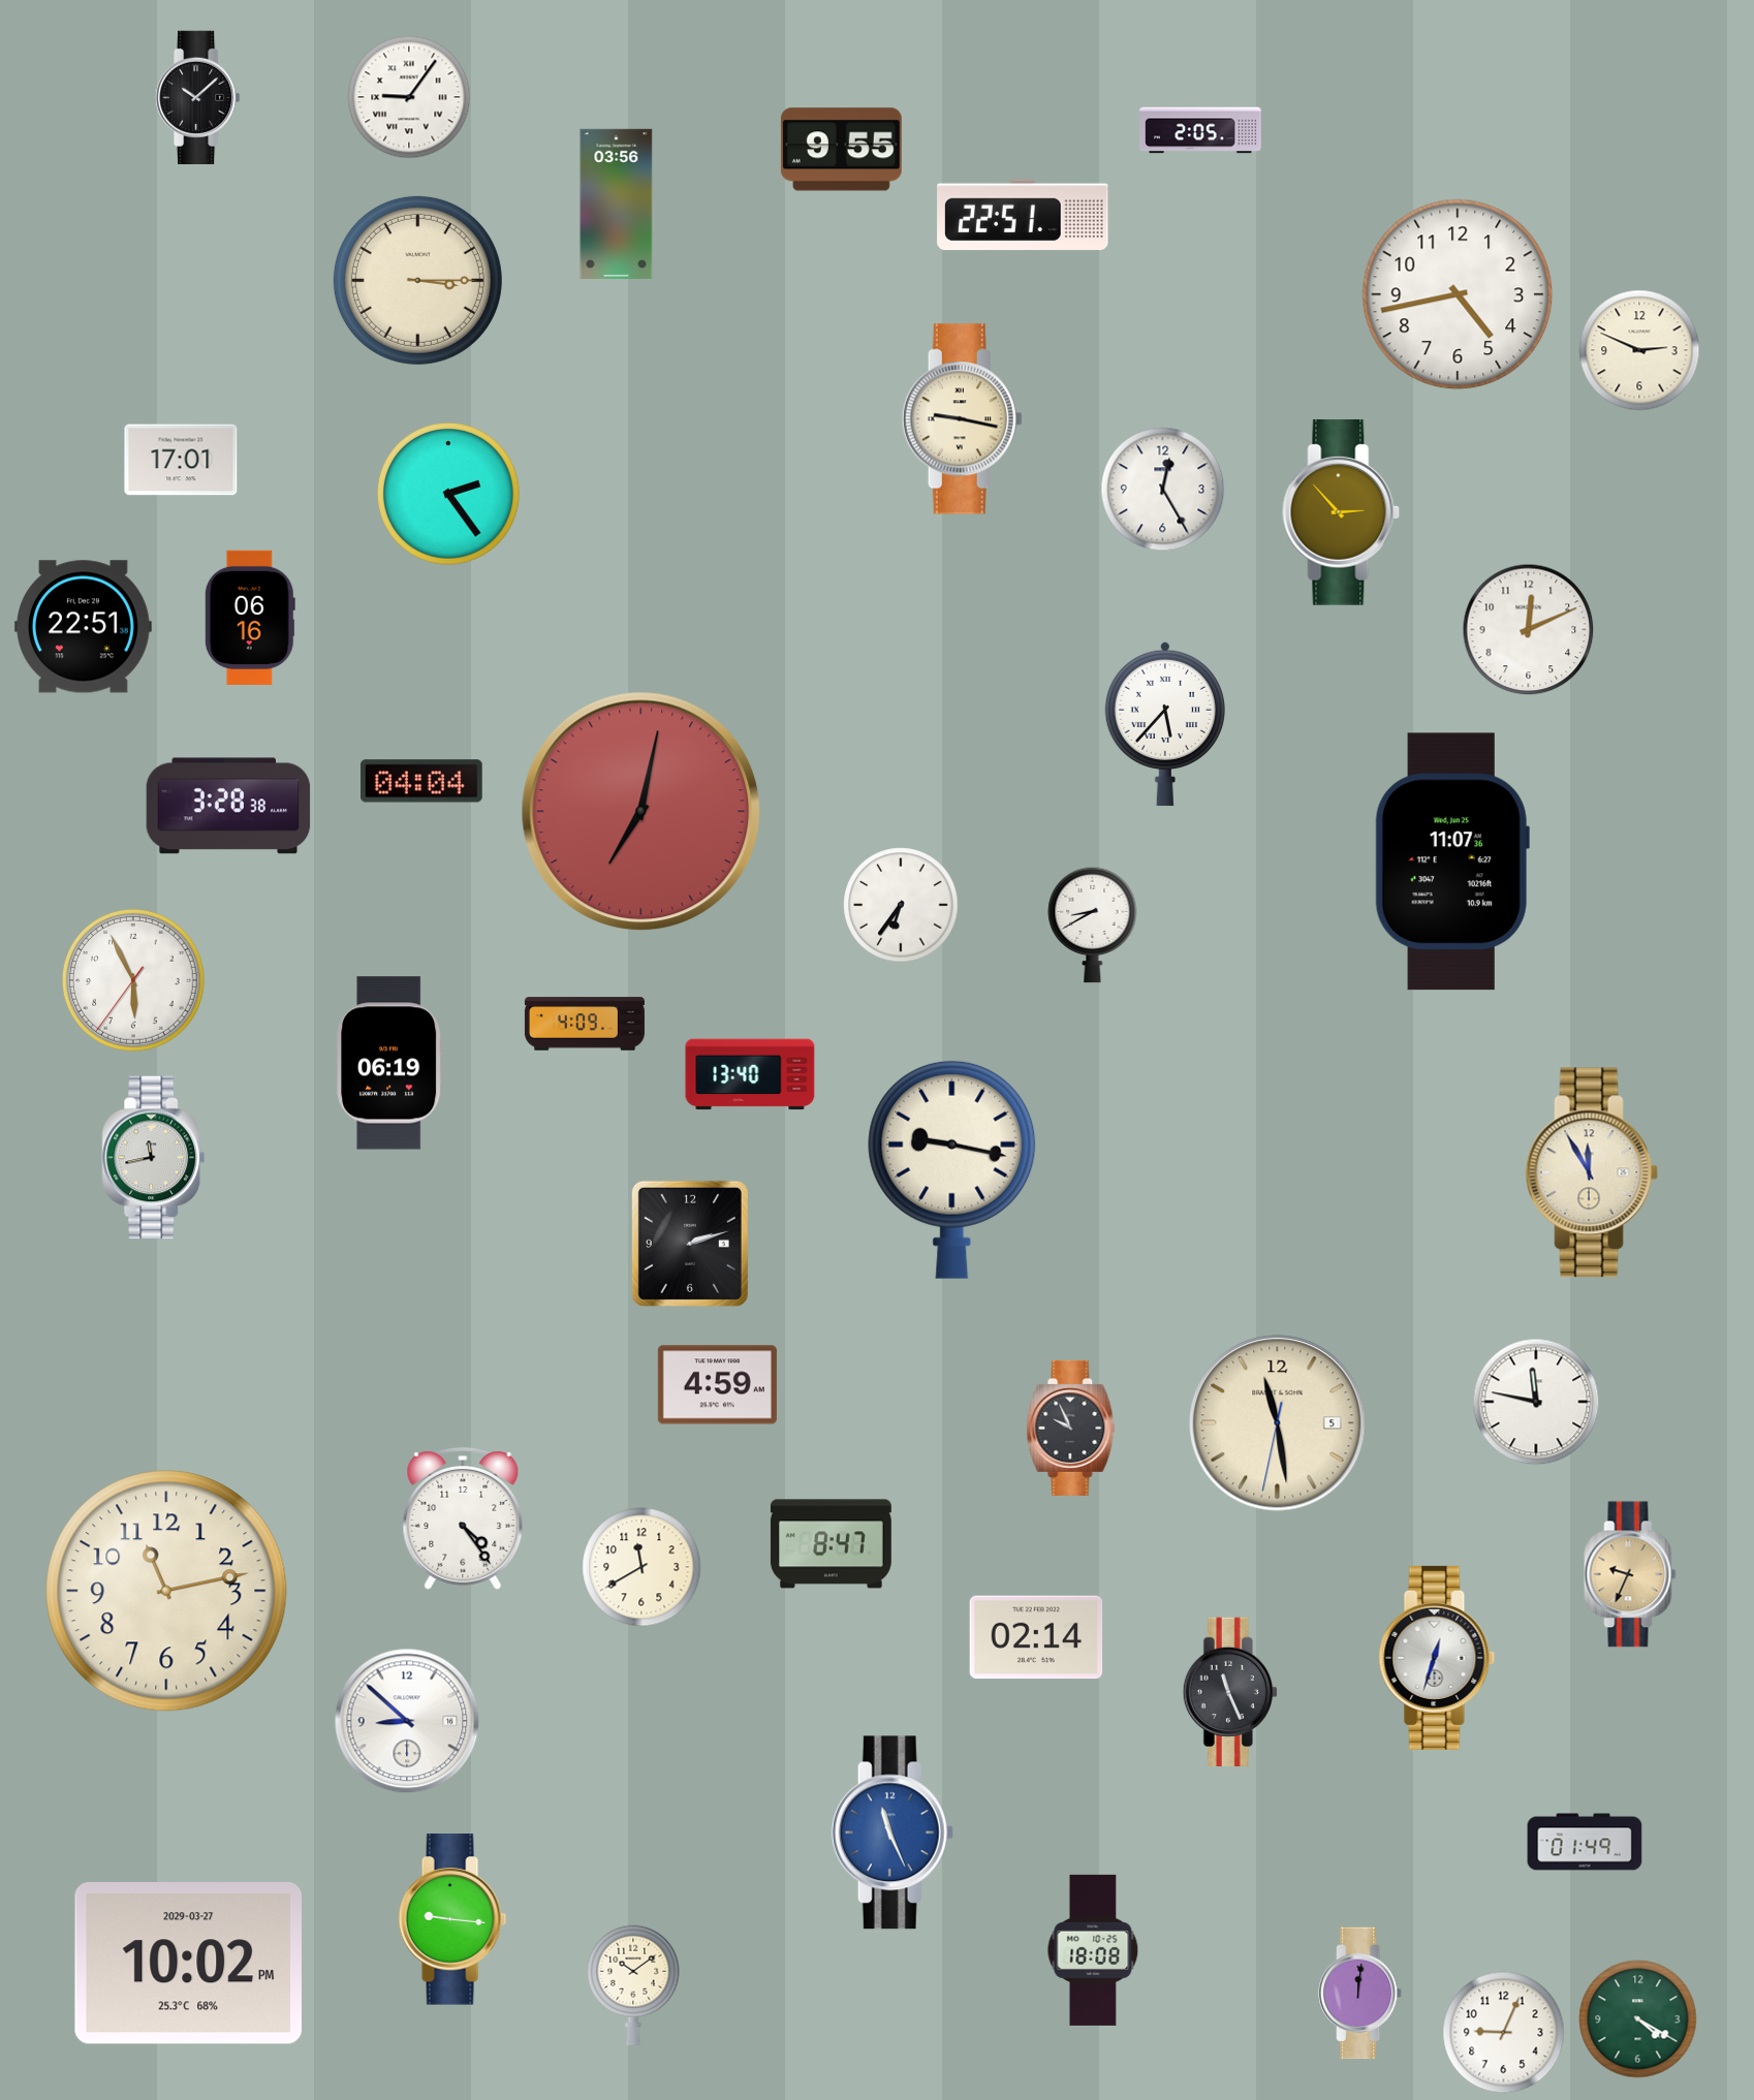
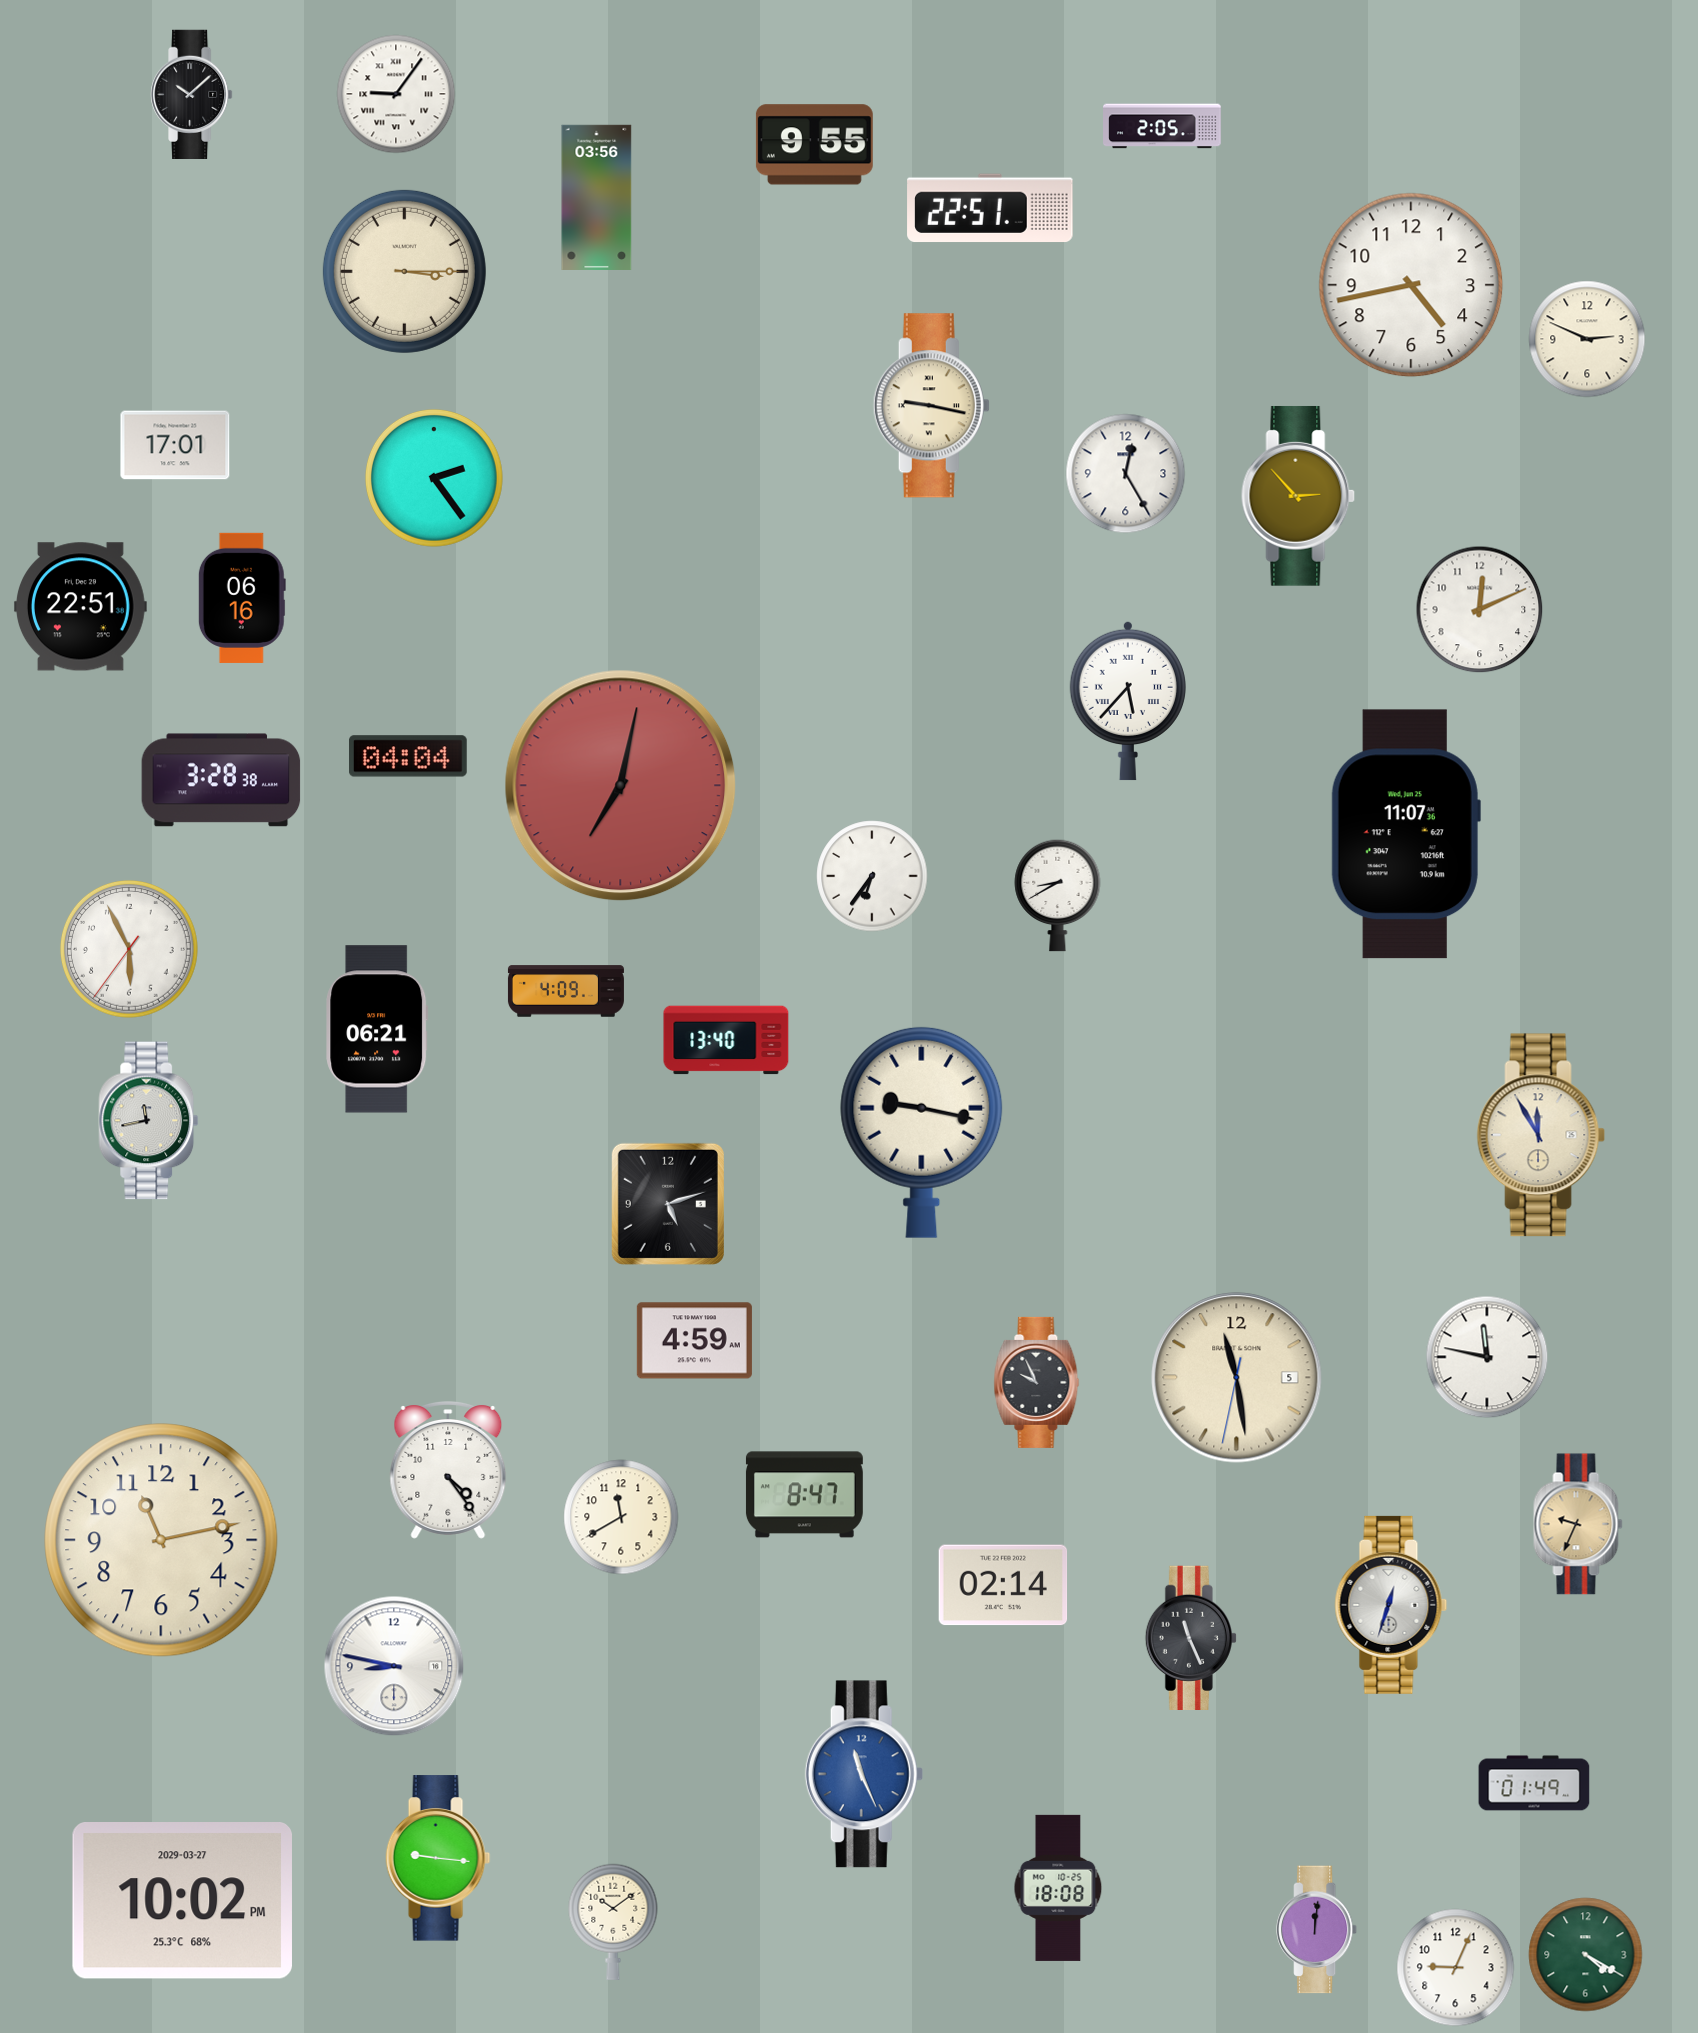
clock at (389, 1063): 06:19 -> 06:21
clock at (690, 1244): 2:12 -> 5:12
clock at (407, 1721): 8:52 -> 8:47
